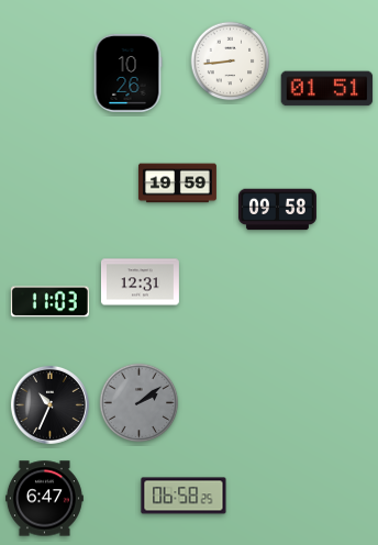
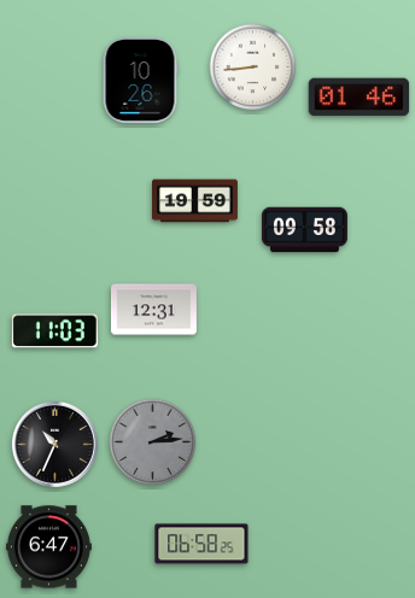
clock at (327, 89): 01:51 -> 01:46
clock at (140, 403): 2:09 -> 2:14
